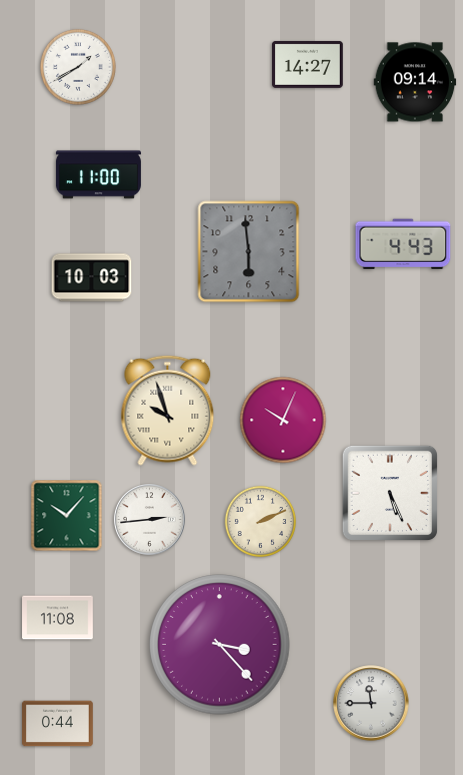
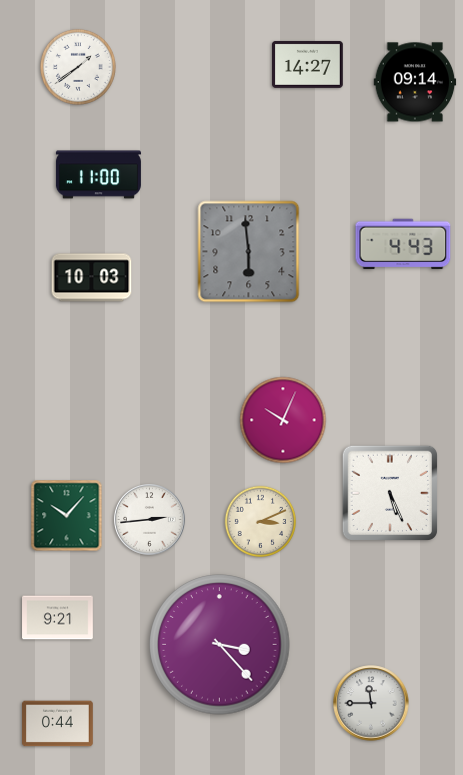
clock at (78, 67): 1:40 -> 1:39
clock at (168, 410): 9:57 -> none
clock at (261, 522): 2:11 -> 3:11
clock at (58, 618): 11:08 -> 9:21
